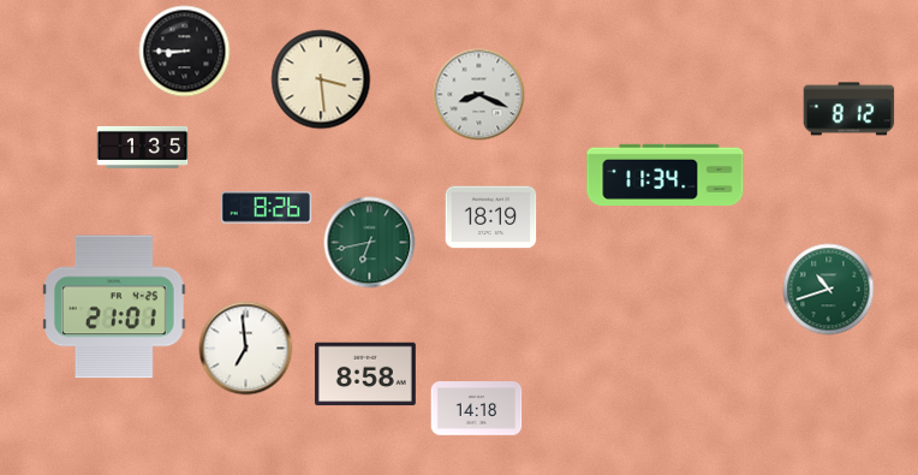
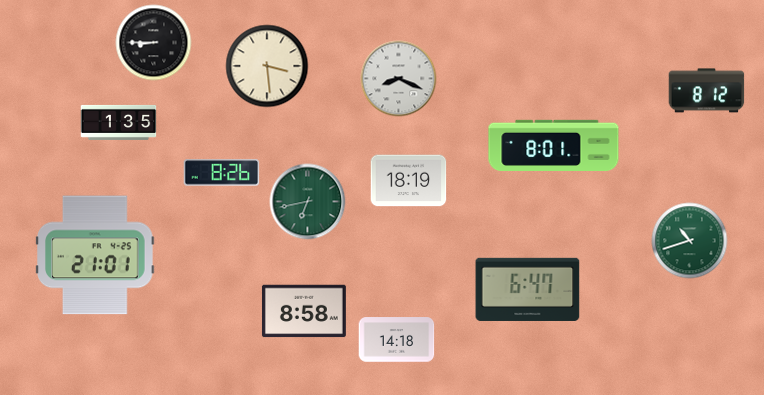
clock at (666, 174): 11:34 -> 8:01
clock at (528, 289): none -> 6:47
clock at (246, 349): 6:59 -> none
